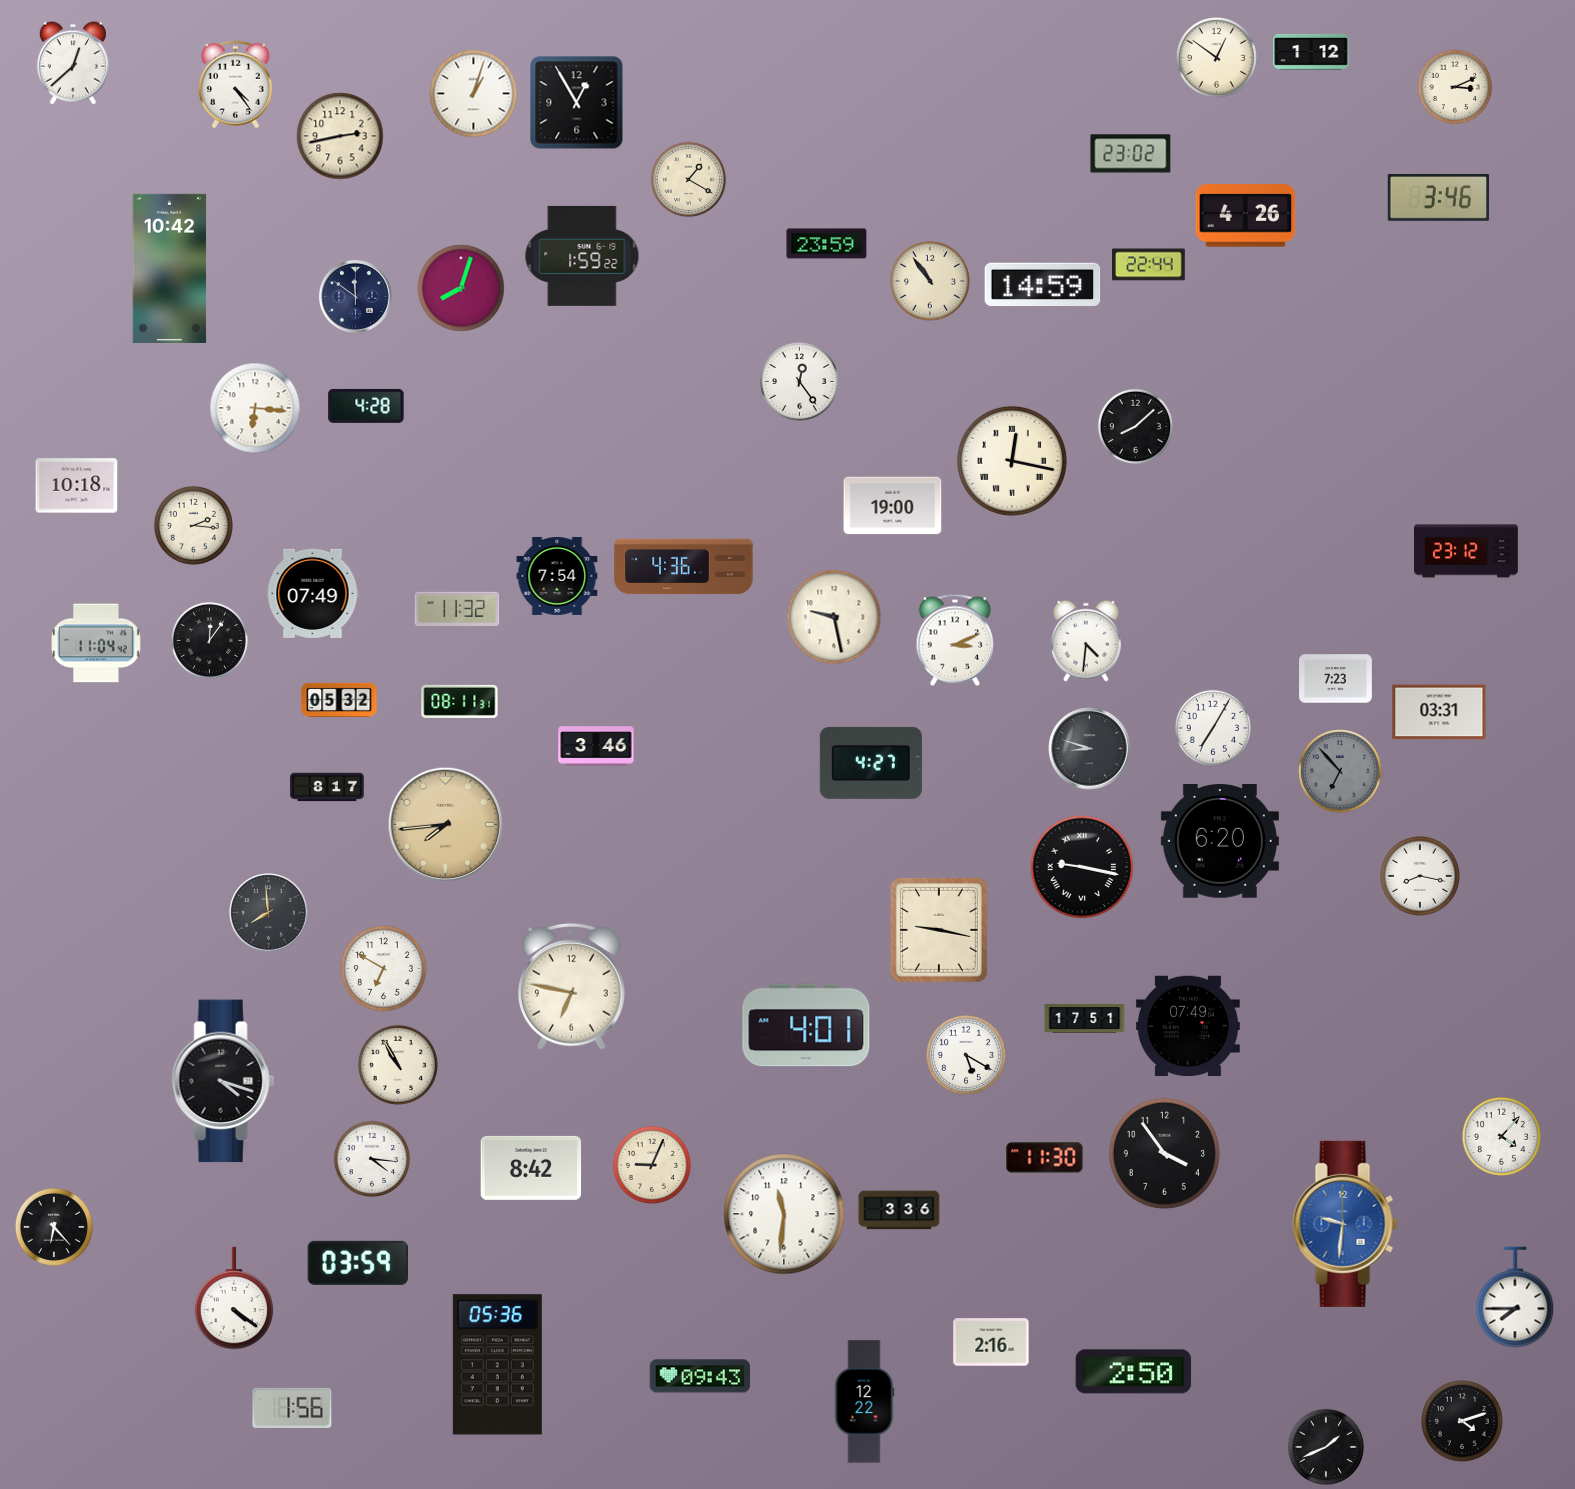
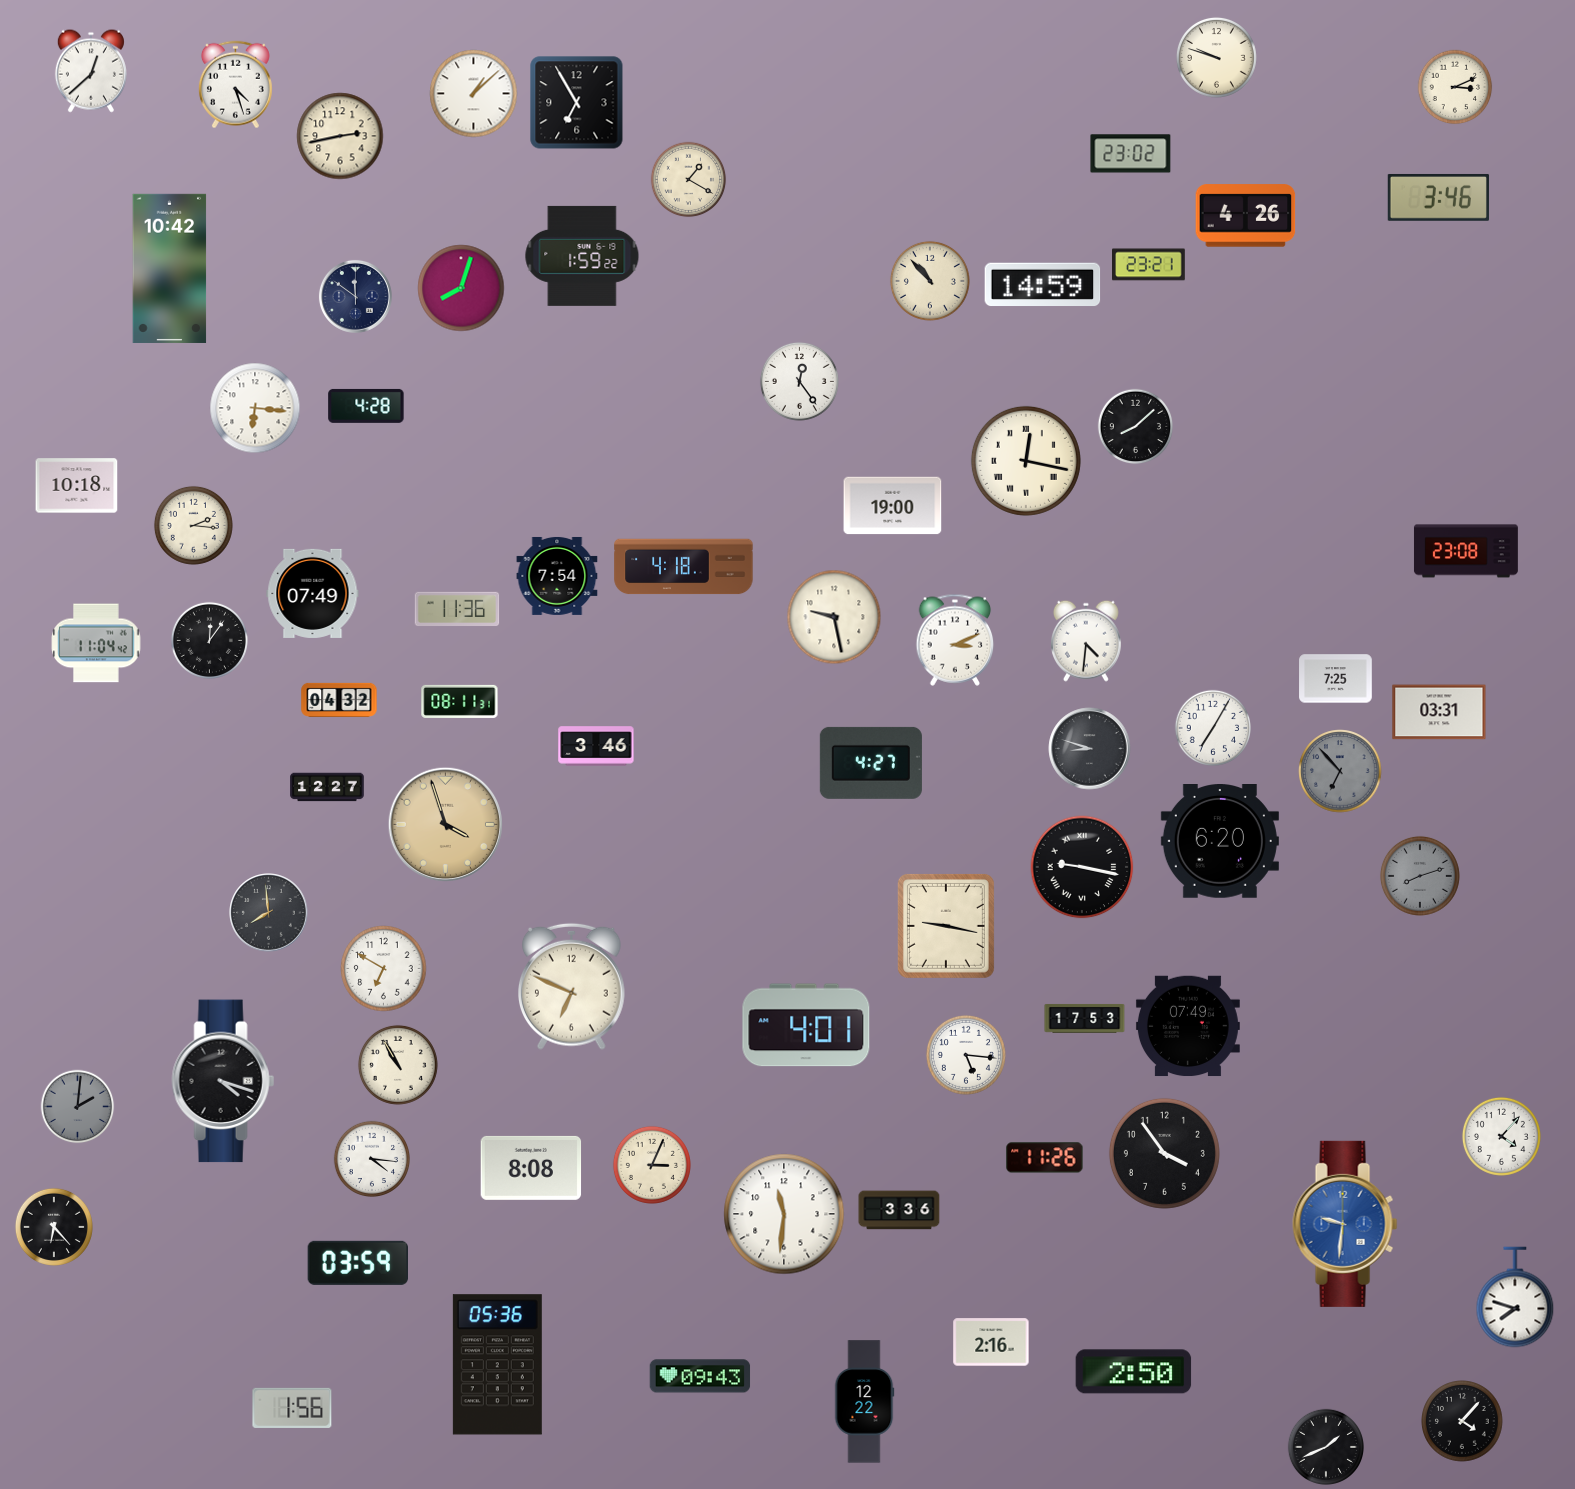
clock at (1311, 52): 1:12 -> none
clock at (1216, 57): 12:51 -> 9:48
clock at (73, 63) position: (73, 63) -> (91, 71)
clock at (235, 85): 4:24 -> 4:27
clock at (474, 94): 1:03 -> 1:08
clock at (577, 103): 12:55 -> 6:55
clock at (827, 244): 23:59 -> none
clock at (1149, 265): 22:44 -> 23:21
clock at (930, 281): 10:54 -> 10:53
clock at (1012, 461) position: (1012, 461) -> (1026, 461)
clock at (1466, 551): 23:12 -> 23:08
clock at (684, 567): 4:36 -> 4:18
clock at (457, 609): 11:32 -> 11:36
clock at (1336, 679): 7:23 -> 7:25
clock at (339, 700): 05:32 -> 04:32
clock at (327, 787): 8:17 -> 12:27
clock at (445, 824): 7:44 -> 3:57
clock at (1420, 876): 8:17 -> 8:12
clock at (1420, 876) dial: white -> grey
clock at (939, 930) position: (939, 930) -> (946, 926)
clock at (572, 986): 6:47 -> 6:49
clock at (1085, 1018): 17:51 -> 17:53
clock at (966, 1055): 5:20 -> 5:16
clock at (78, 1107): none -> 2:01
clock at (1045, 1158): 11:30 -> 11:26
clock at (652, 1165): 9:04 -> 3:04
clock at (531, 1168): 8:42 -> 8:08
clock at (1515, 1297): 7:45 -> 7:48
clock at (234, 1298): 4:21 -> none
clock at (1463, 1422): 4:12 -> 4:07
